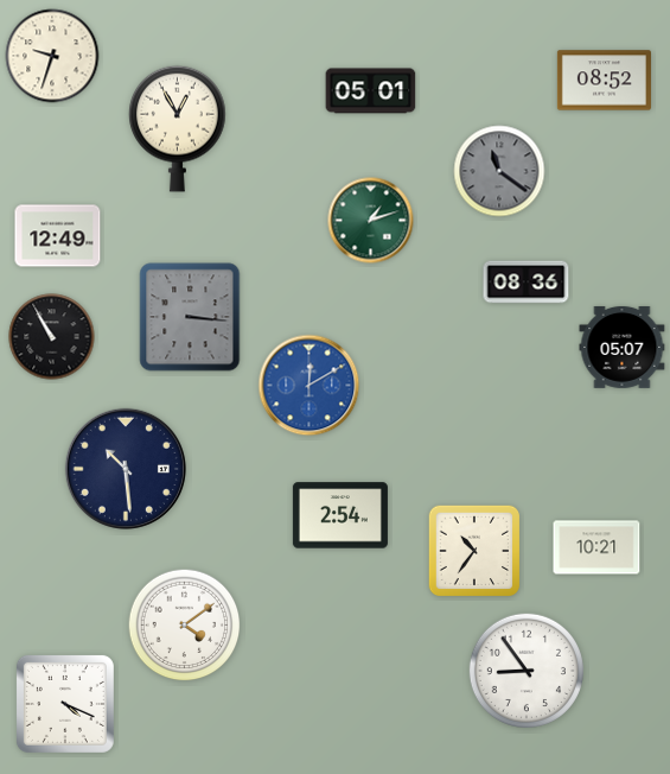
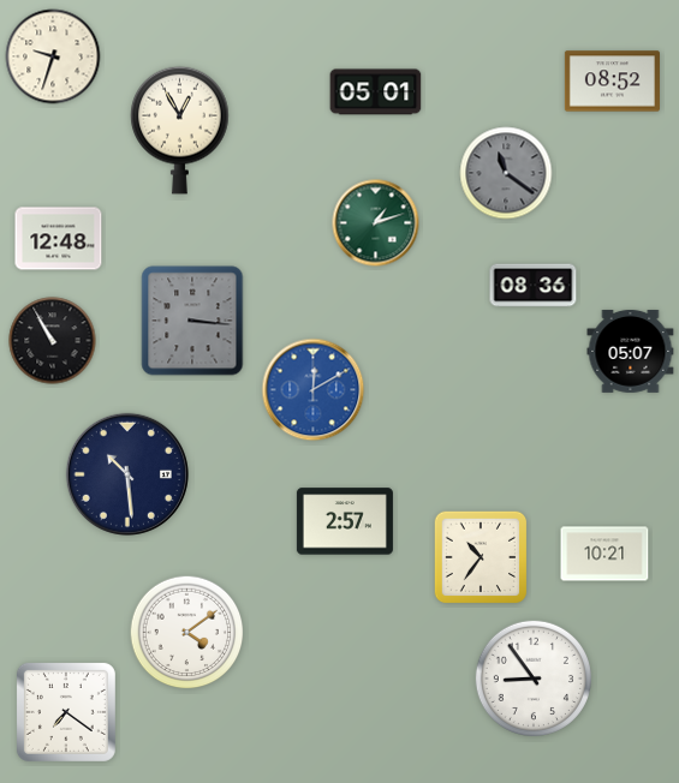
clock at (58, 236): 12:49 -> 12:48
clock at (340, 515): 2:54 -> 2:57
clock at (65, 704): 4:19 -> 7:21
